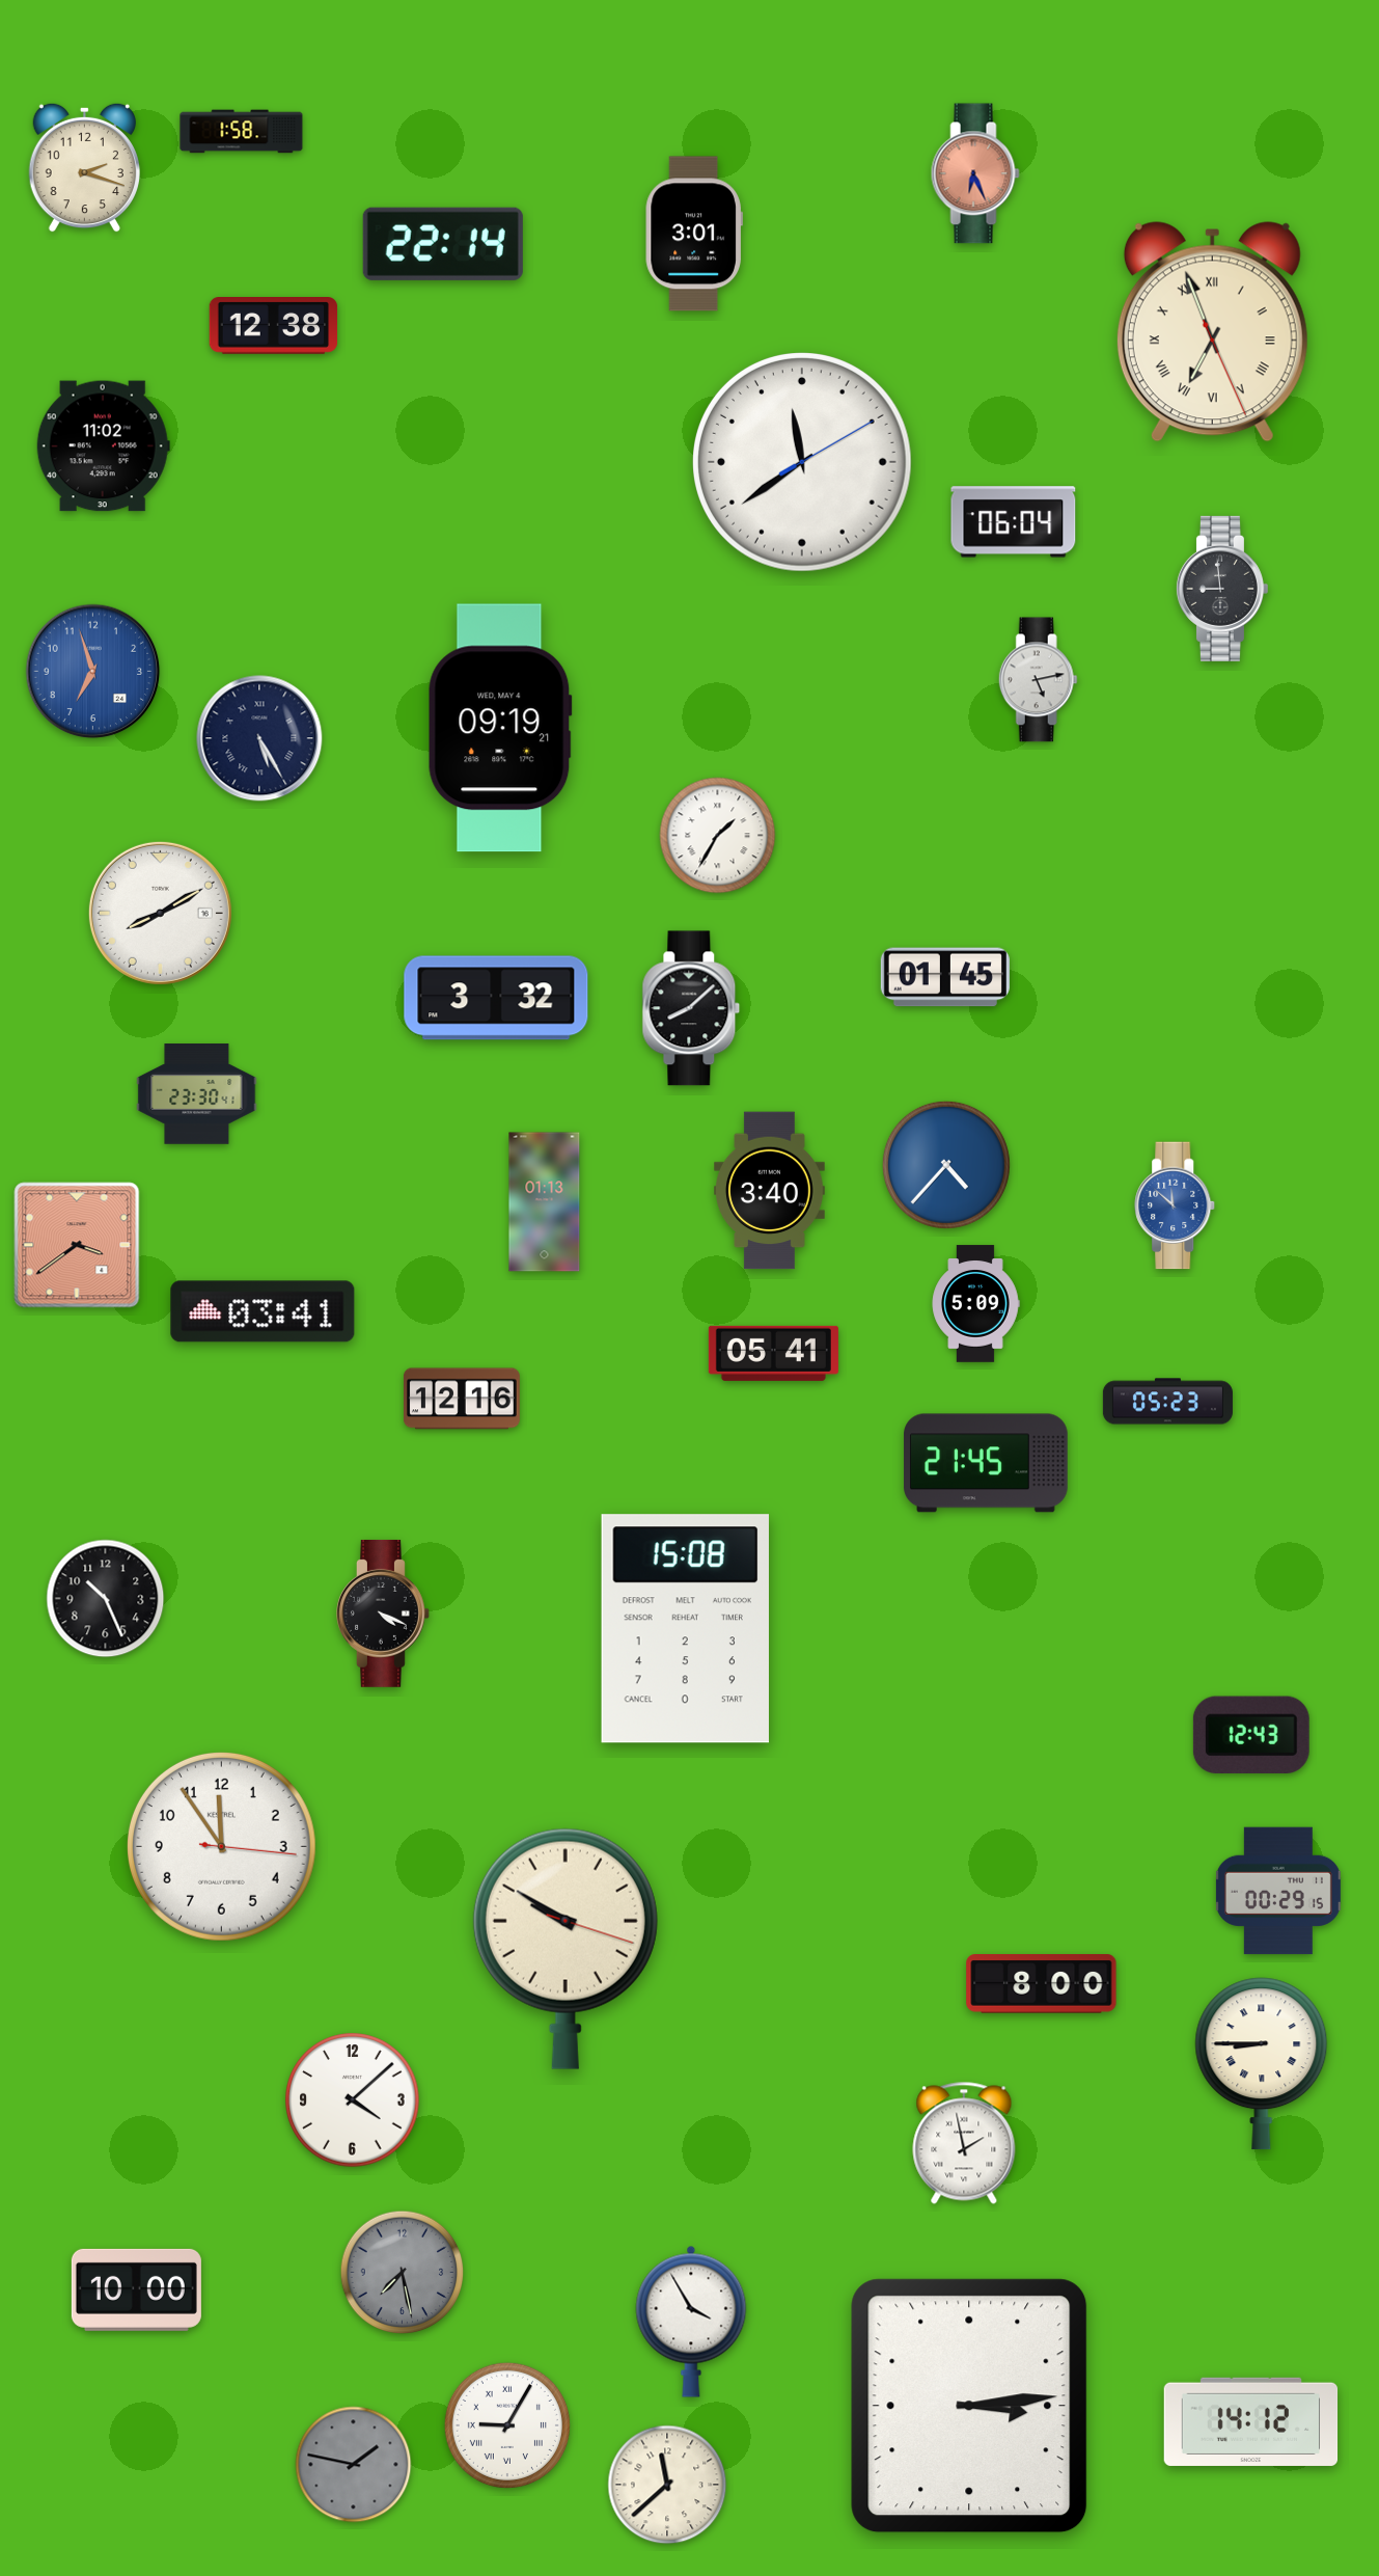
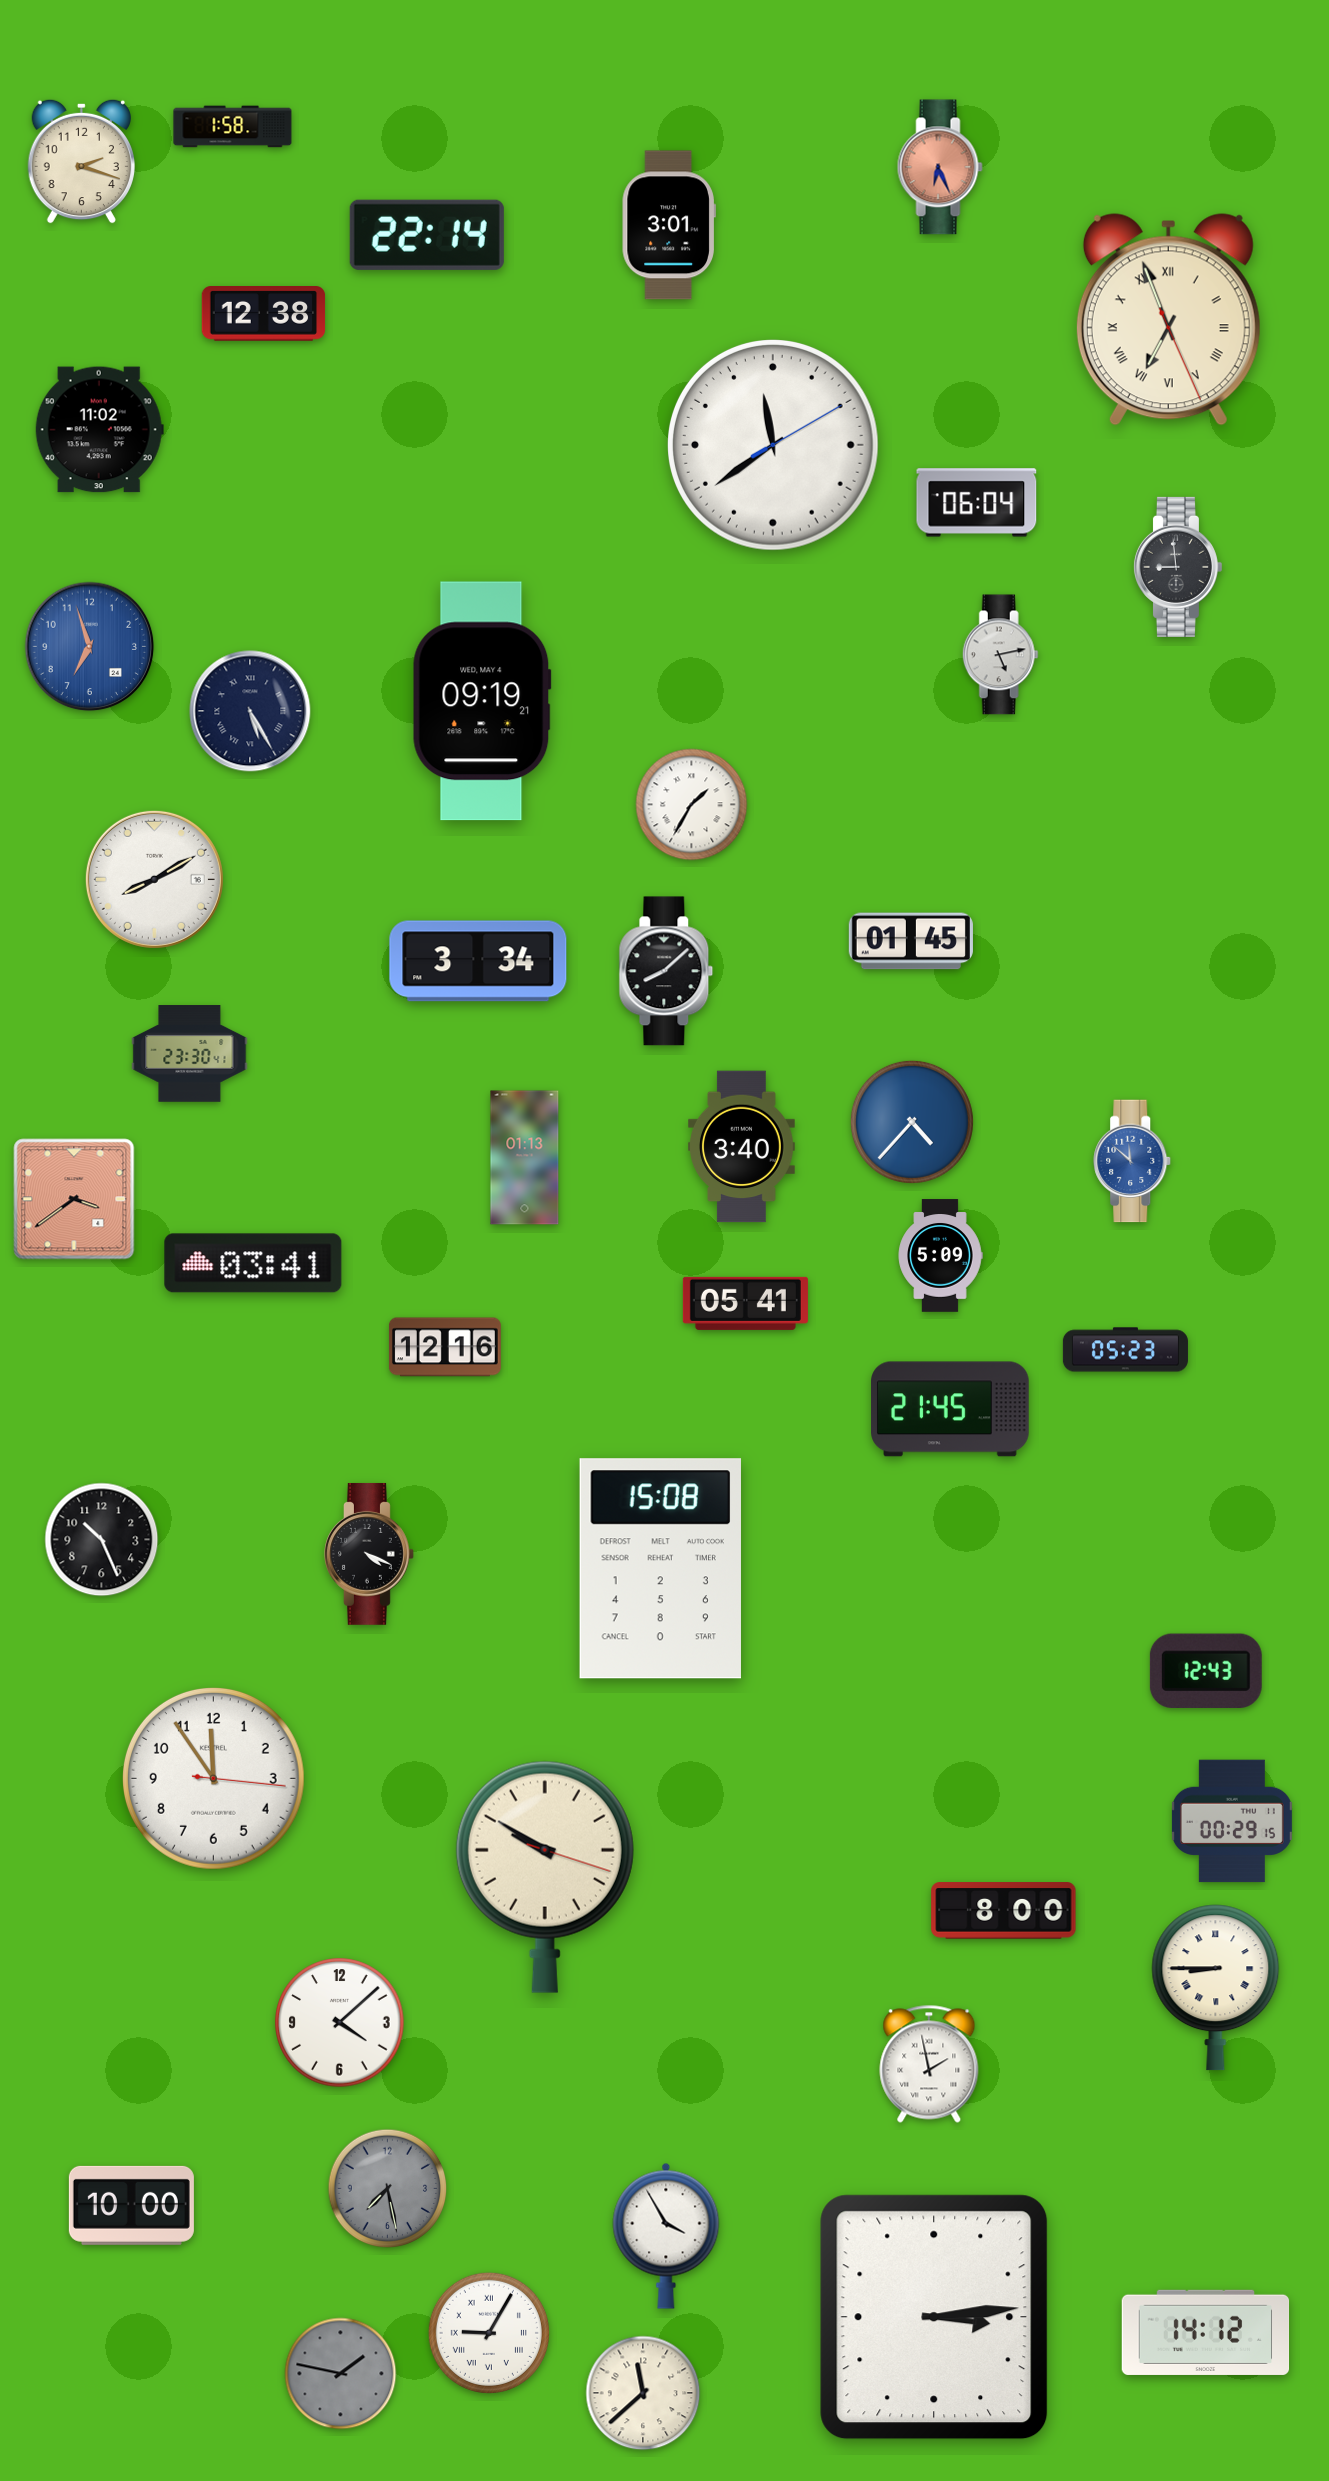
clock at (496, 998): 3:32 -> 3:34
clock at (507, 2425) position: (507, 2425) -> (489, 2333)
